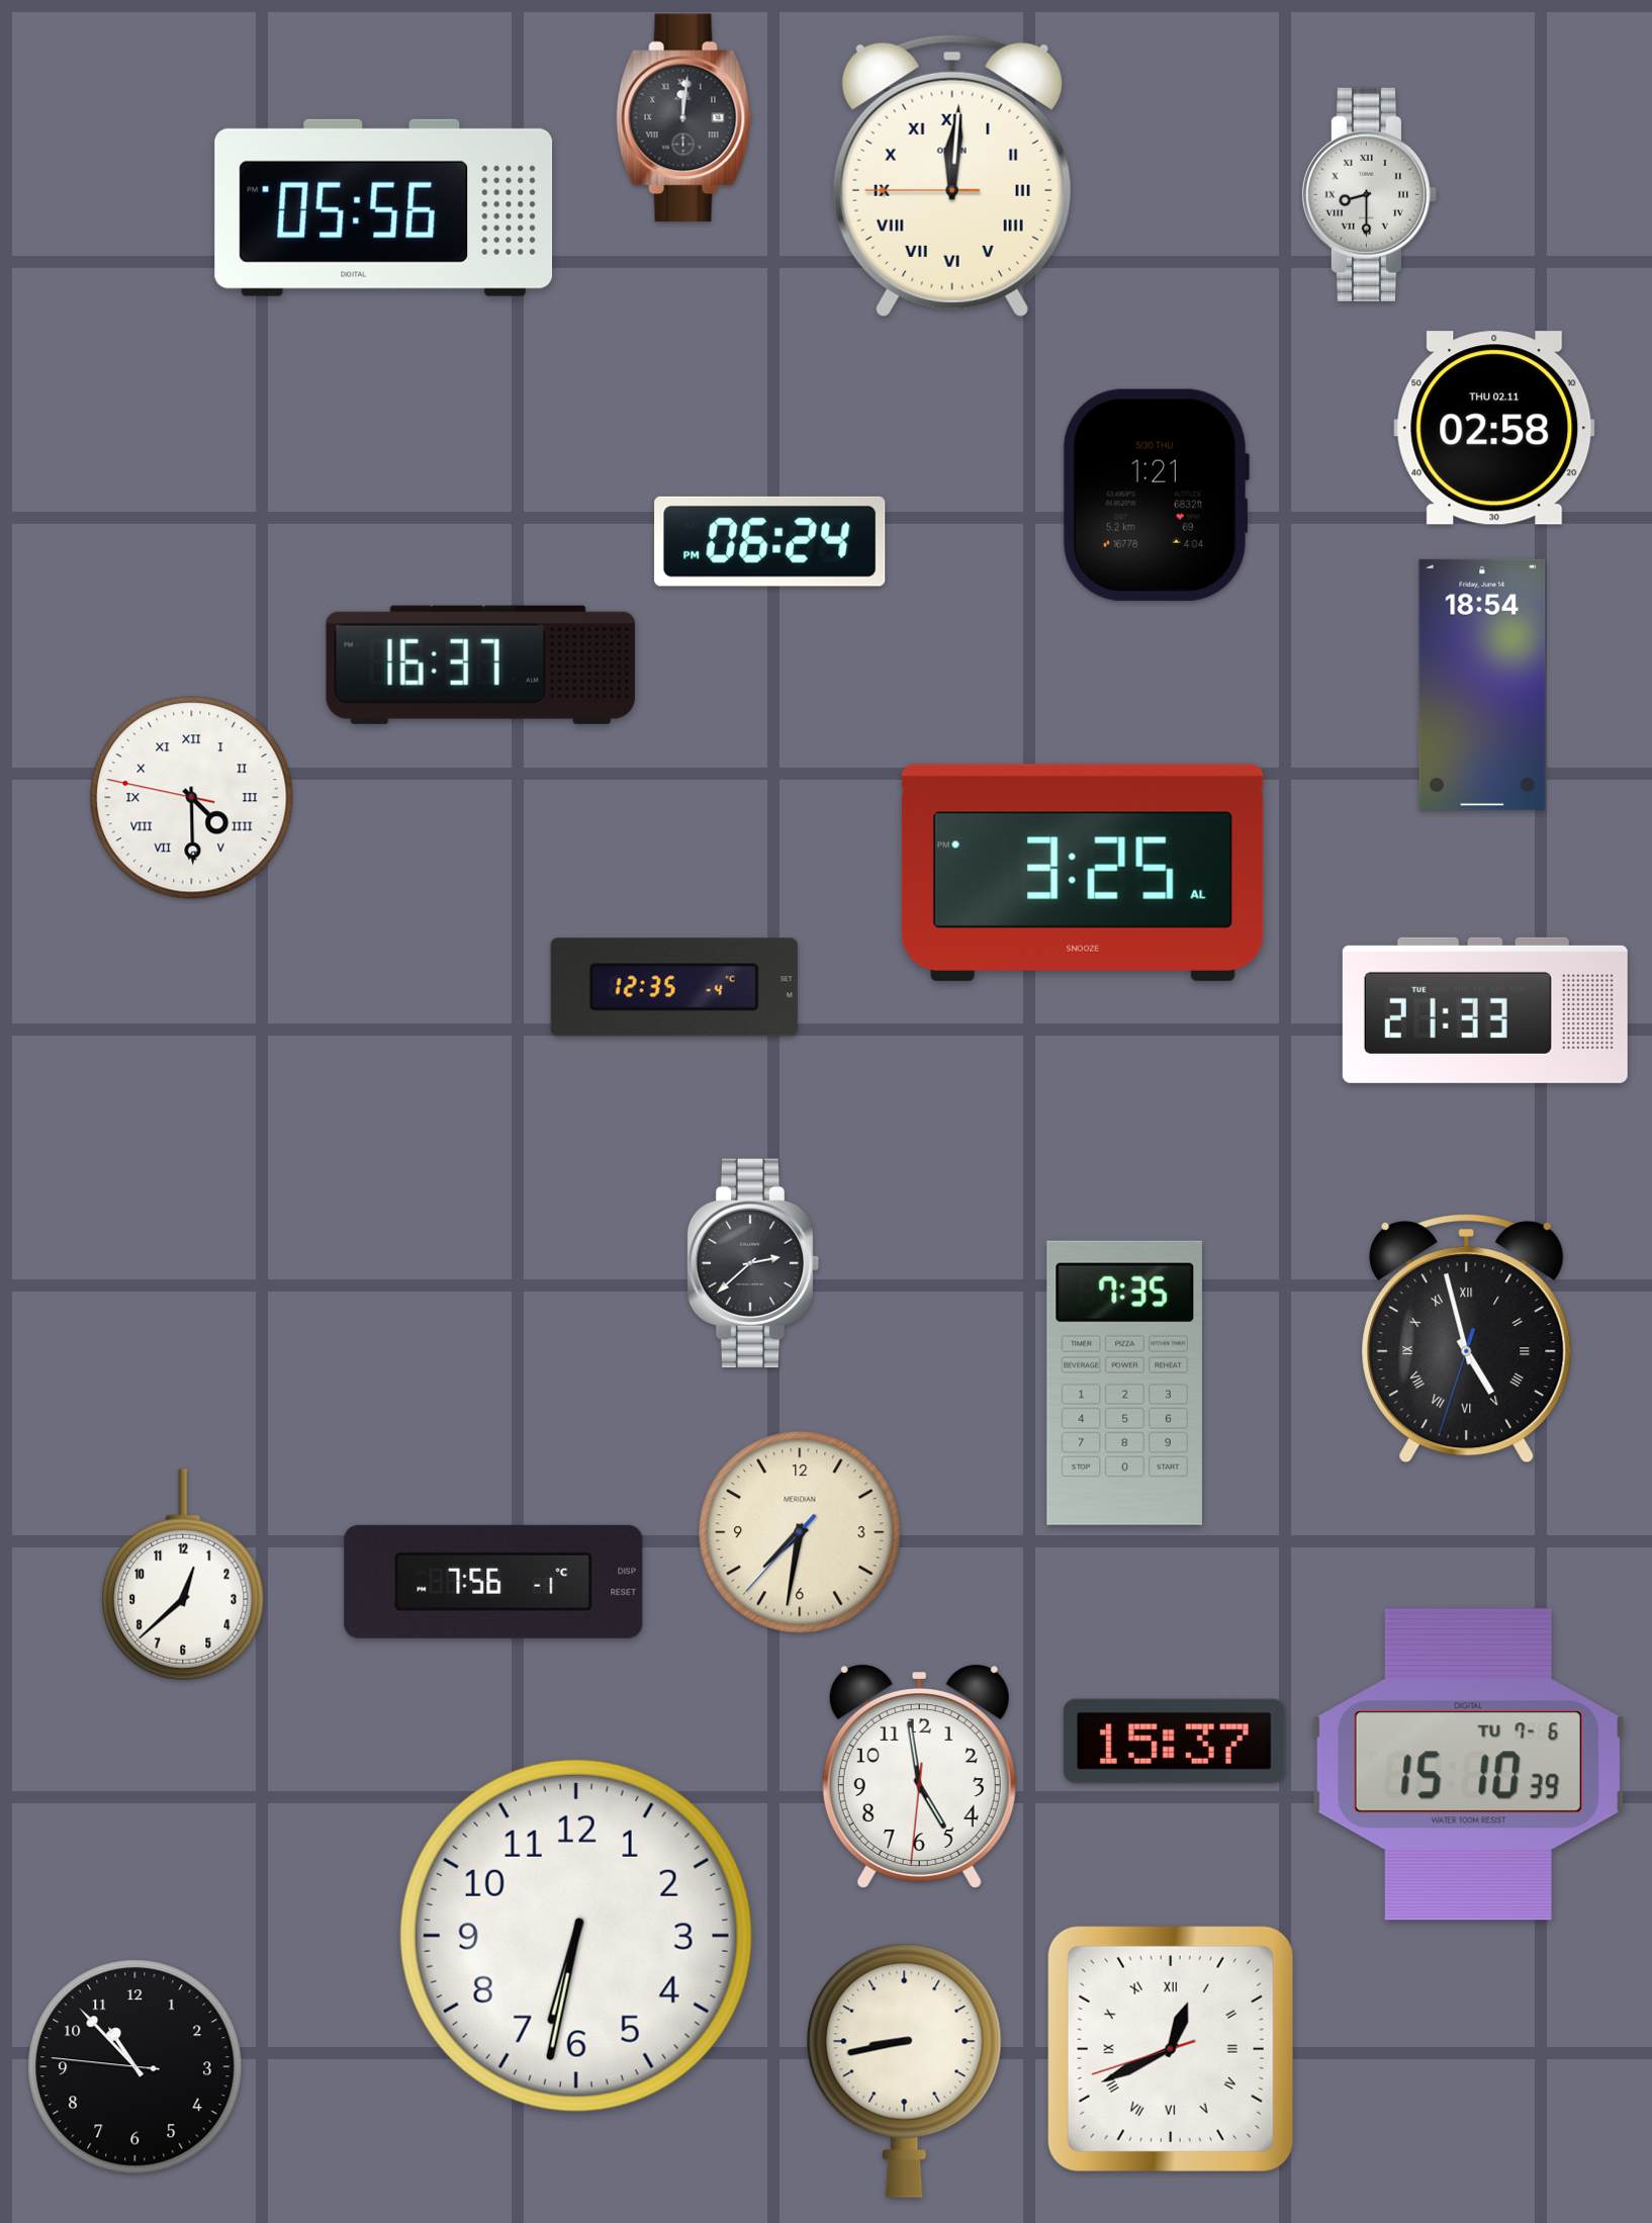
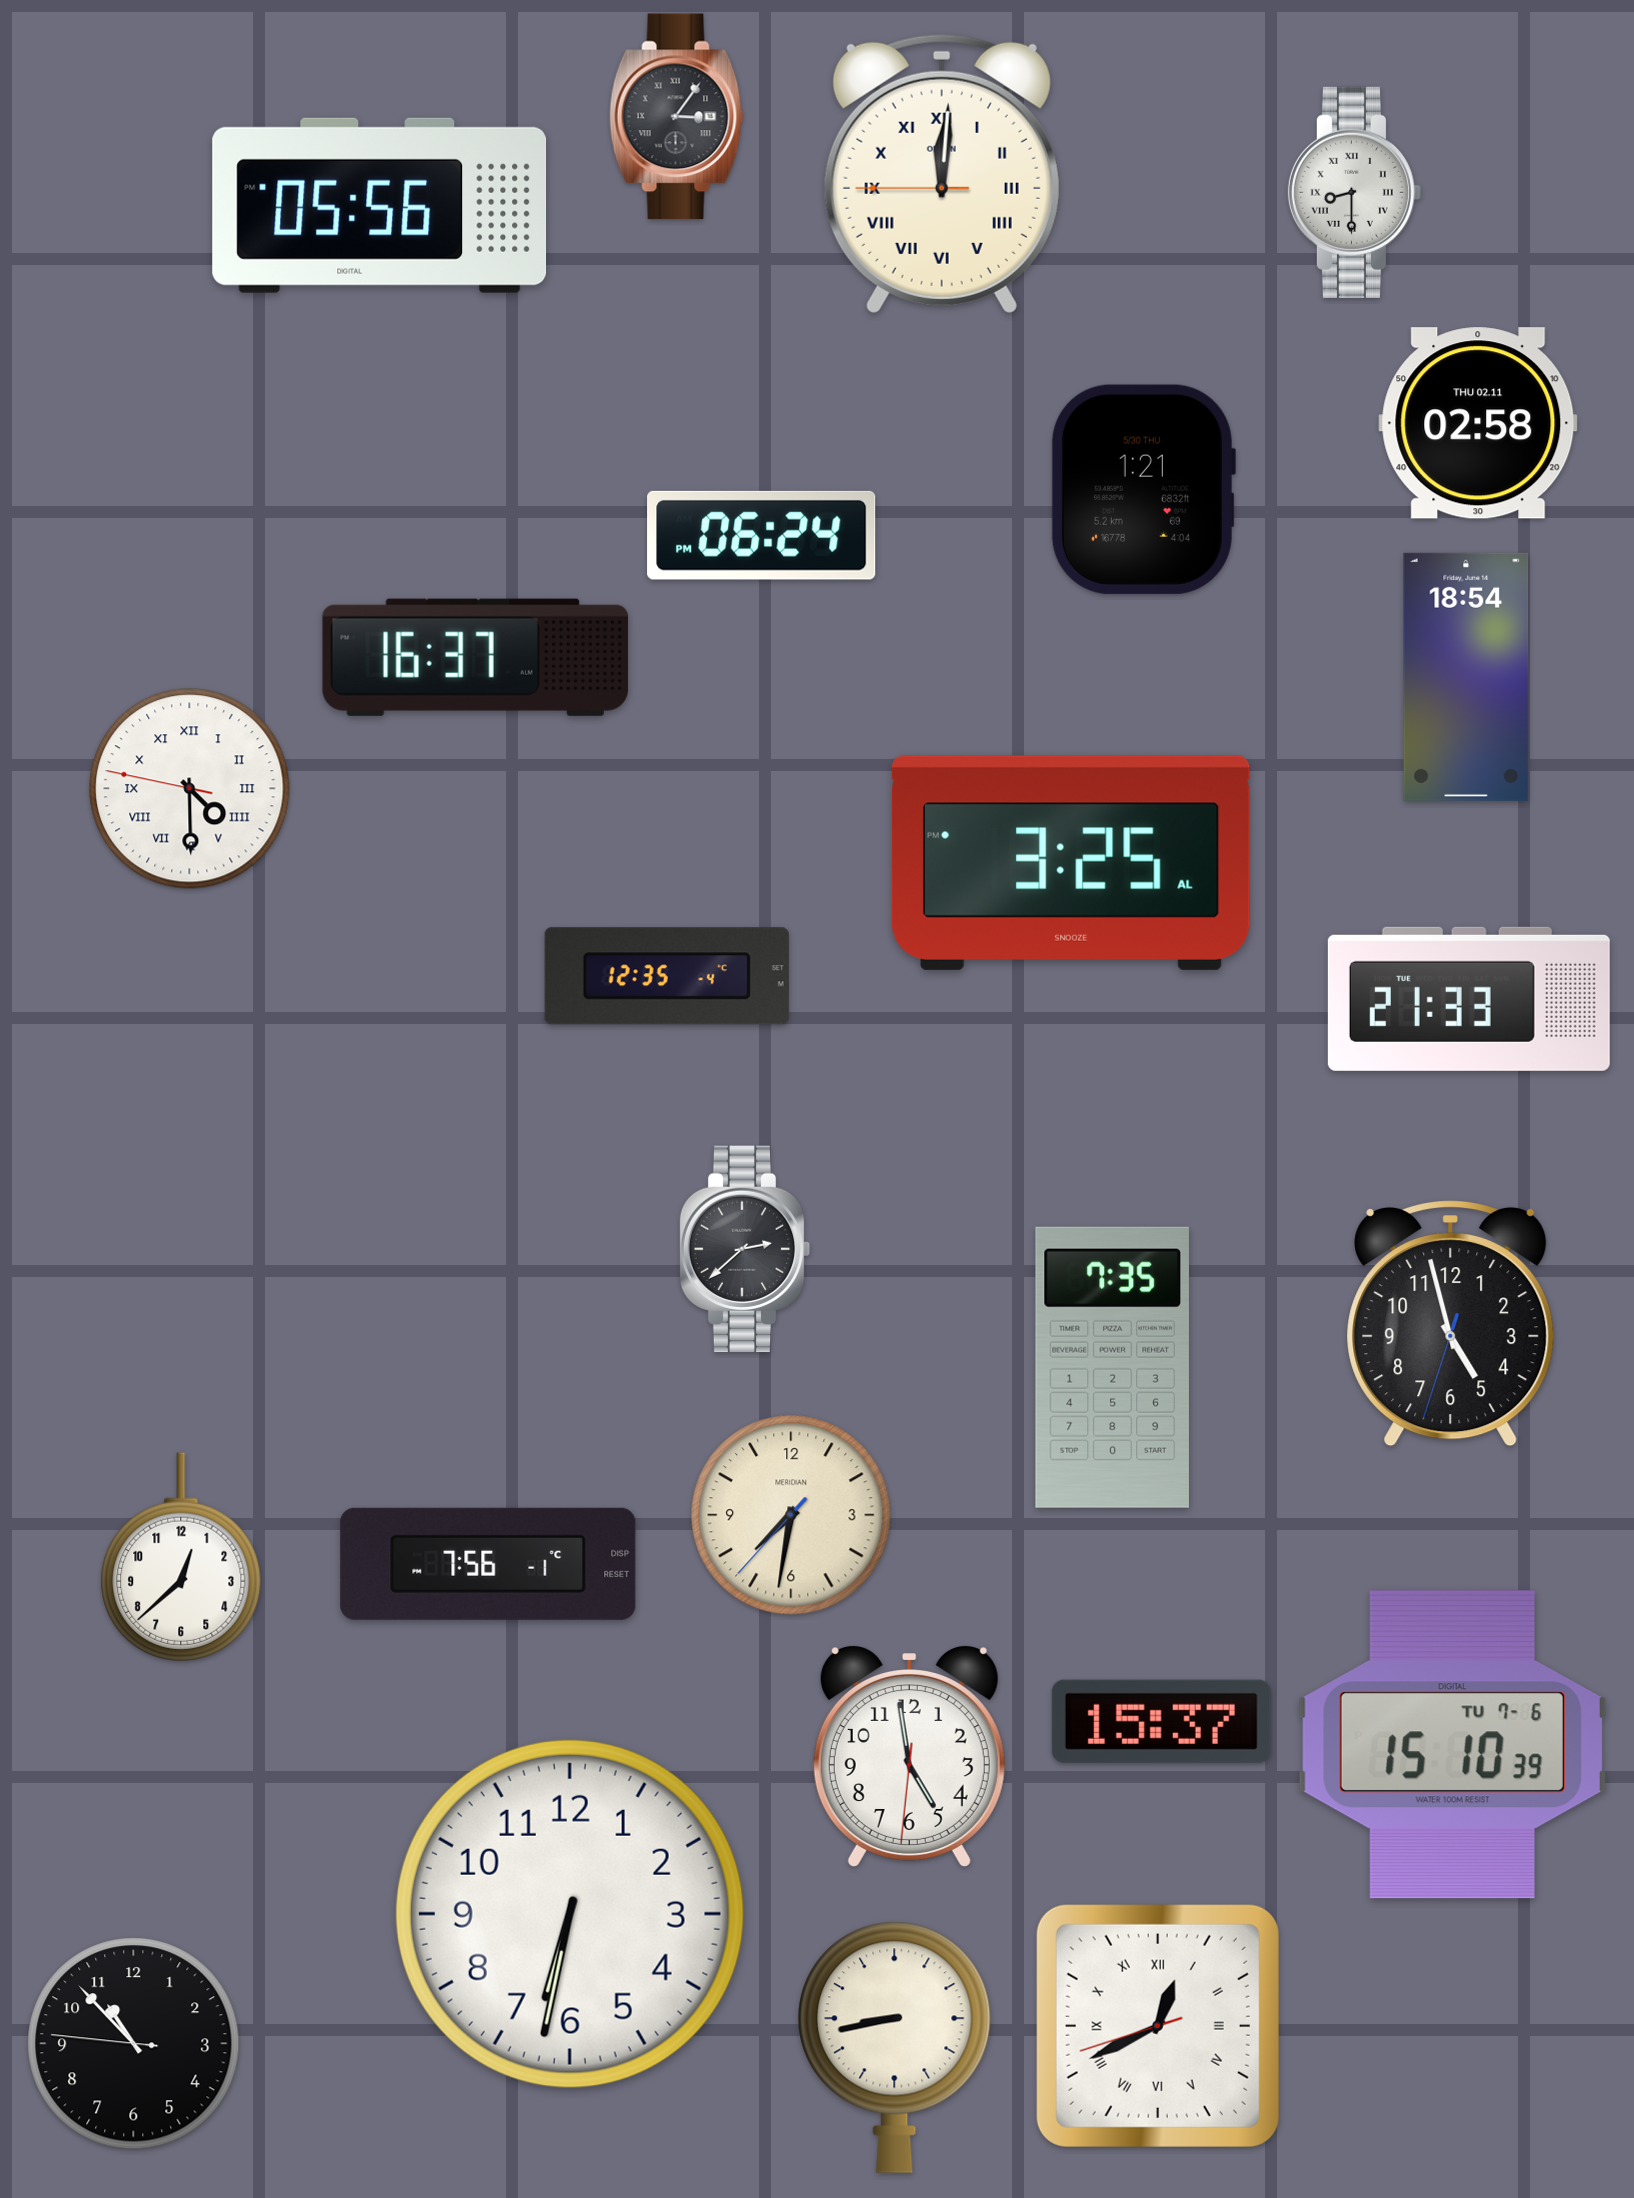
clock at (684, 118): 12:01 -> 3:06
clock at (1467, 1339) numerals: Roman -> Arabic
